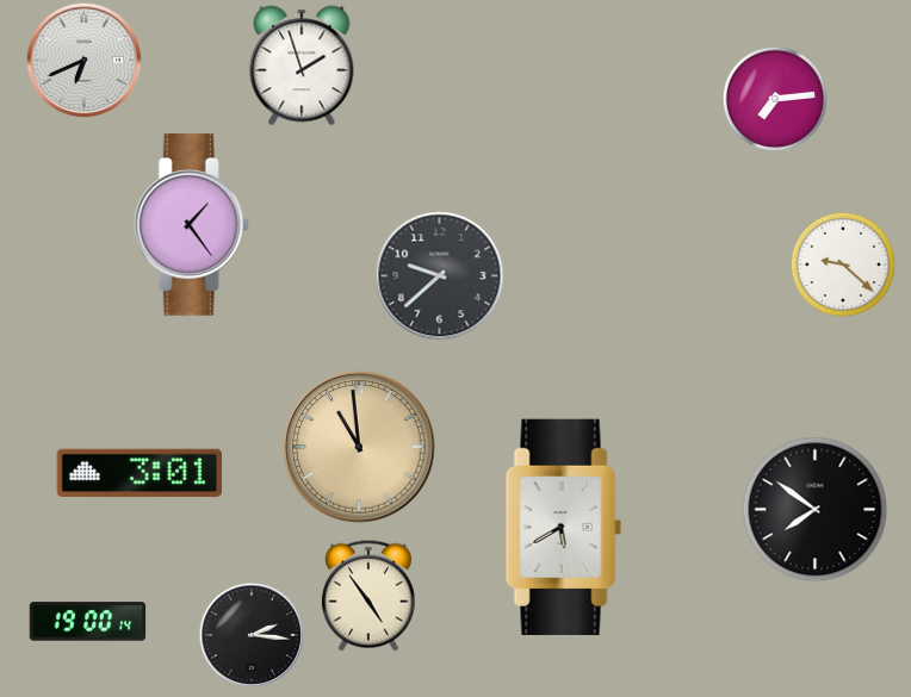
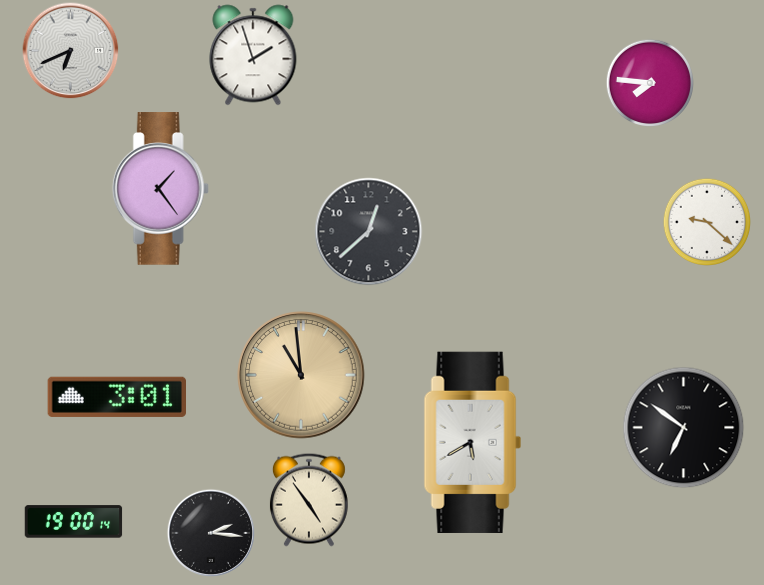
clock at (775, 99): 7:14 -> 7:46
clock at (440, 276): 9:38 -> 12:38
clock at (816, 510): 7:51 -> 6:51
